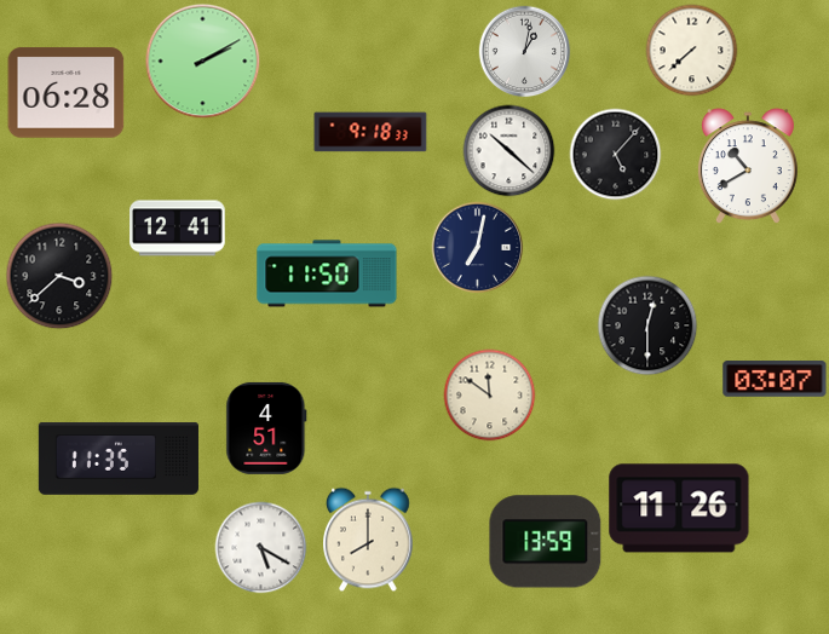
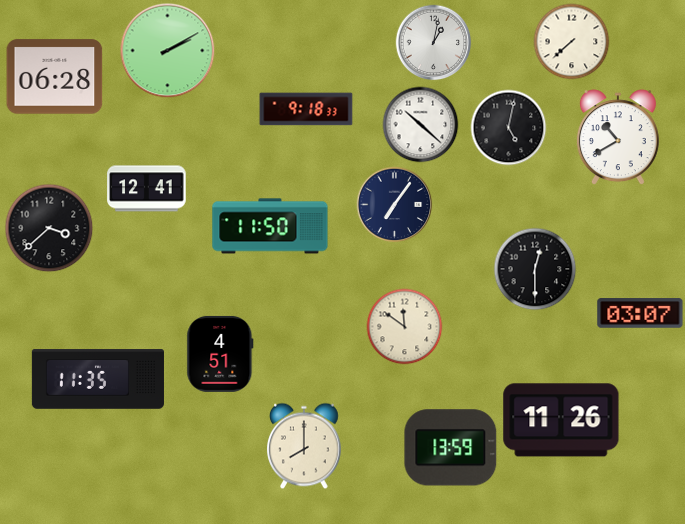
clock at (616, 155): 5:07 -> 5:02
clock at (478, 248): 7:02 -> 7:06
clock at (261, 548): 5:20 -> none
